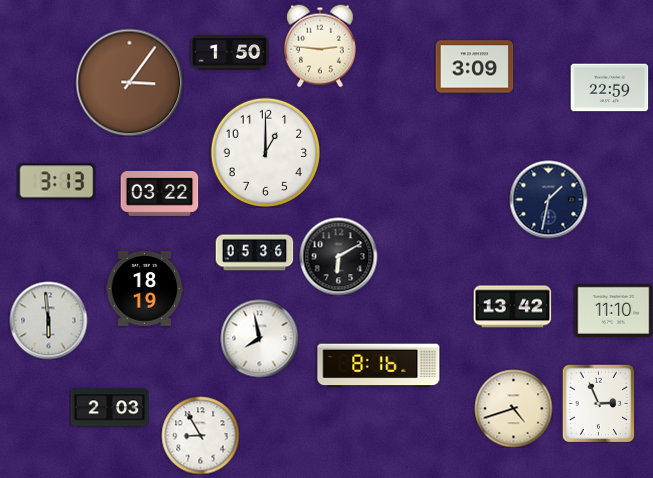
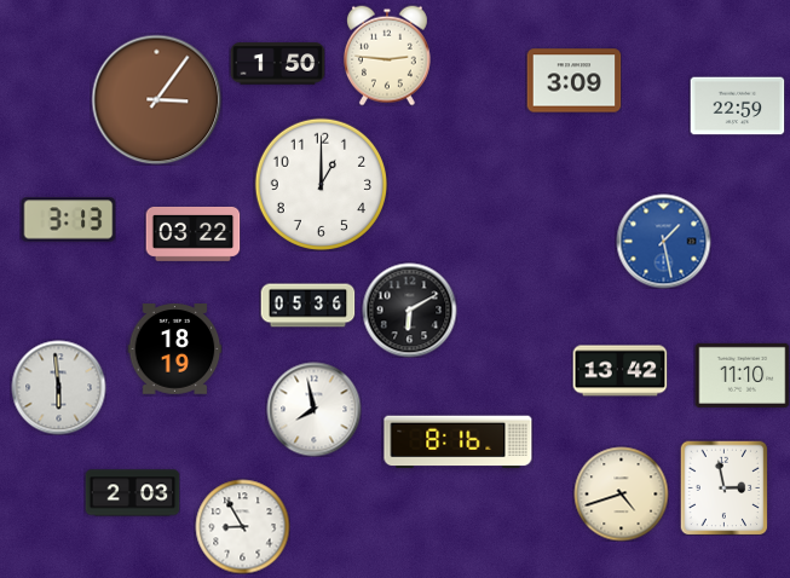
clock at (548, 199): 1:32 -> 1:28
clock at (548, 199) dial: navy -> blue
clock at (599, 403): 2:56 -> 2:58
